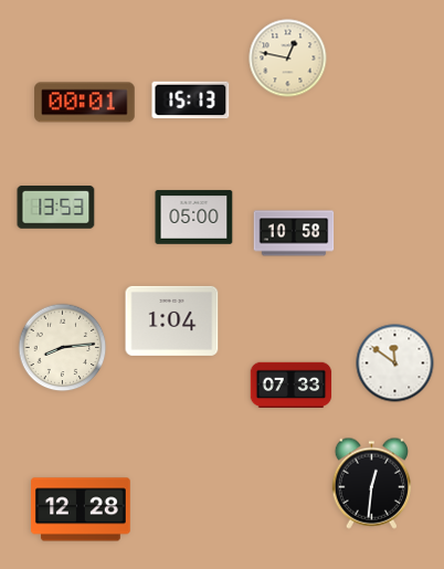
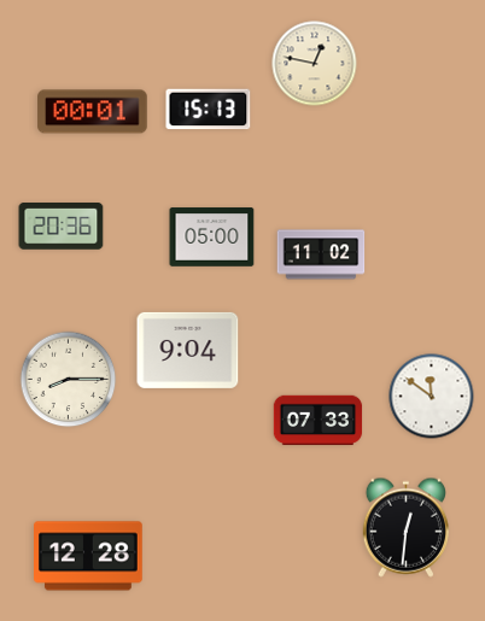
clock at (56, 208): 13:53 -> 20:36
clock at (294, 233): 10:58 -> 11:02
clock at (172, 320): 1:04 -> 9:04
clock at (63, 348): 8:14 -> 8:15
